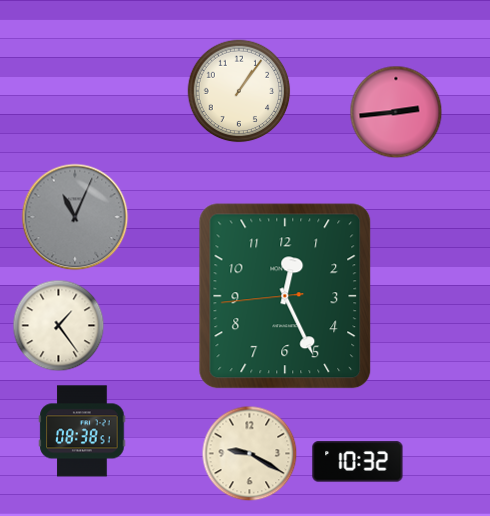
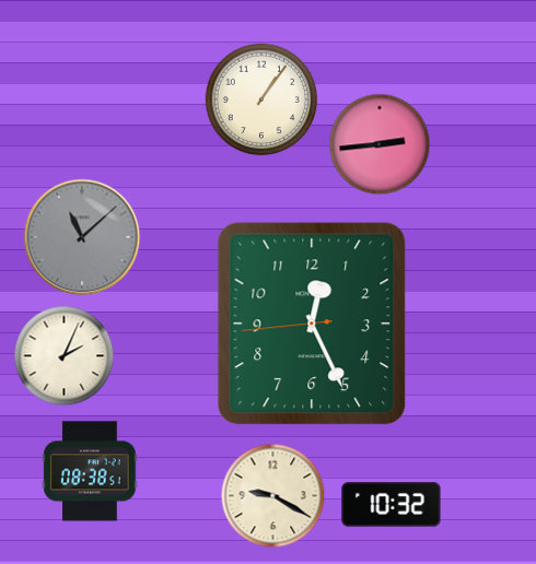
clock at (396, 112) position: (396, 112) -> (380, 144)
clock at (75, 217): 11:04 -> 11:08
clock at (59, 326): 1:24 -> 2:04
